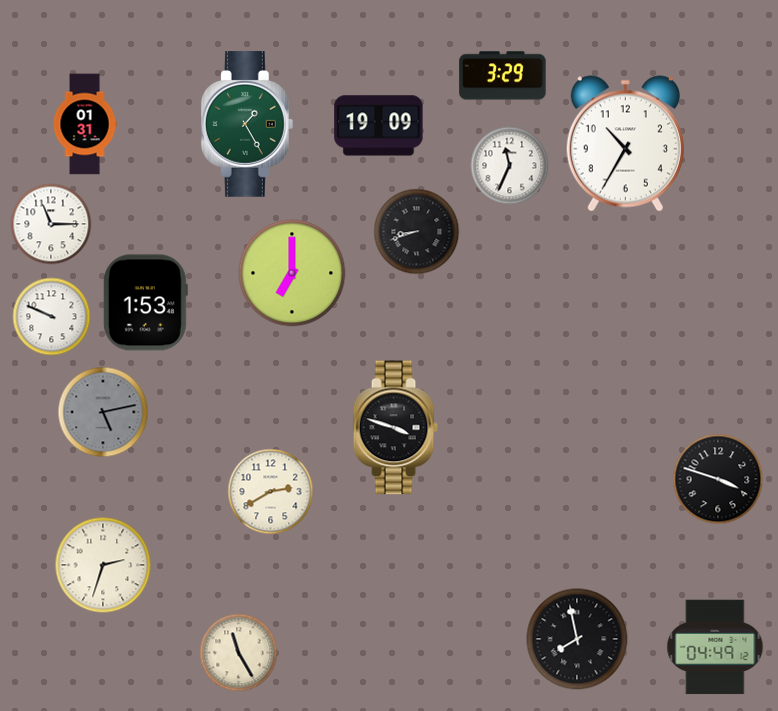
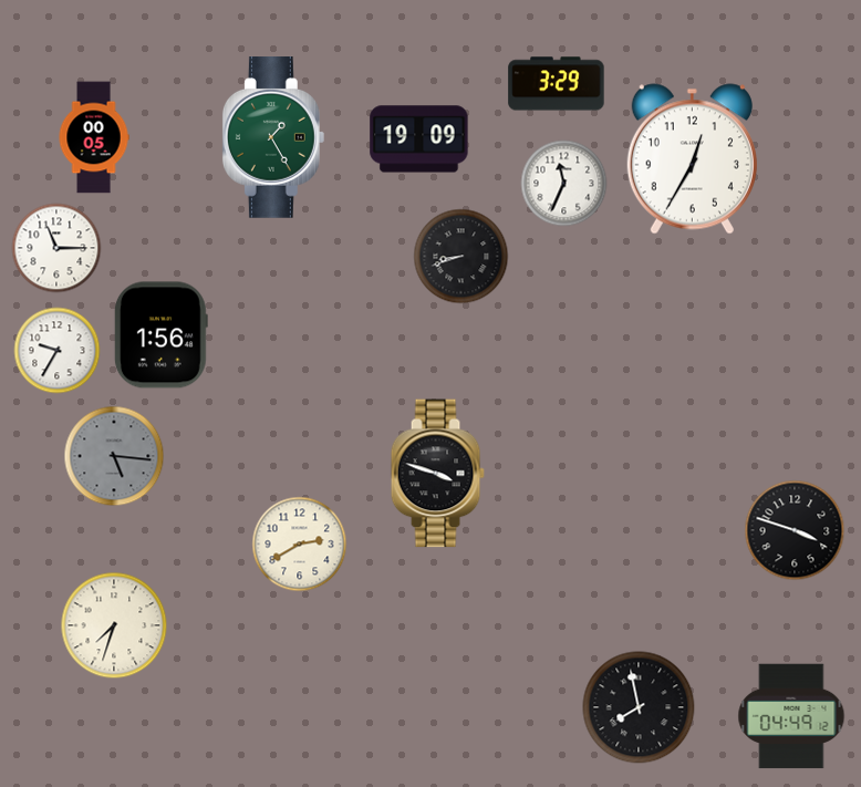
clock at (85, 124): 01:31 -> 00:05
clock at (625, 144): 10:35 -> 12:35
clock at (292, 273): 7:00 -> none
clock at (145, 303): 1:53 -> 1:56
clock at (52, 317): 9:49 -> 9:35
clock at (103, 412): 5:13 -> 5:16
clock at (103, 565): 2:33 -> 7:33
clock at (239, 653): 11:25 -> none
